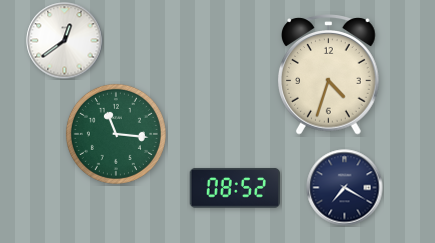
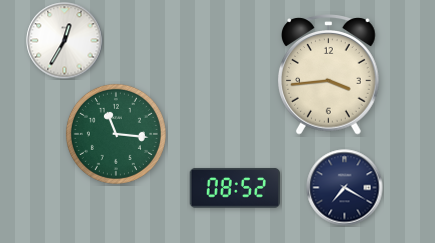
clock at (65, 41): 12:39 -> 12:35
clock at (329, 75): 4:33 -> 3:44
